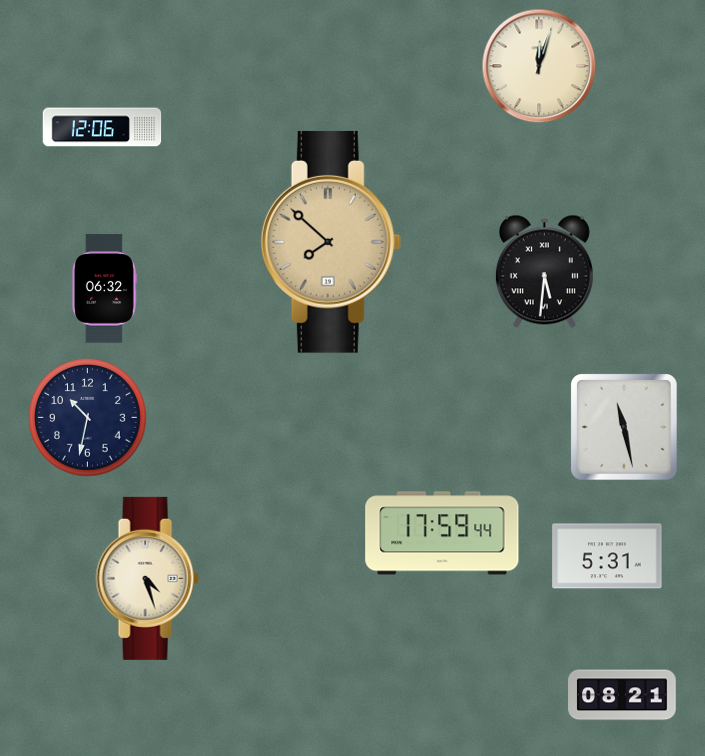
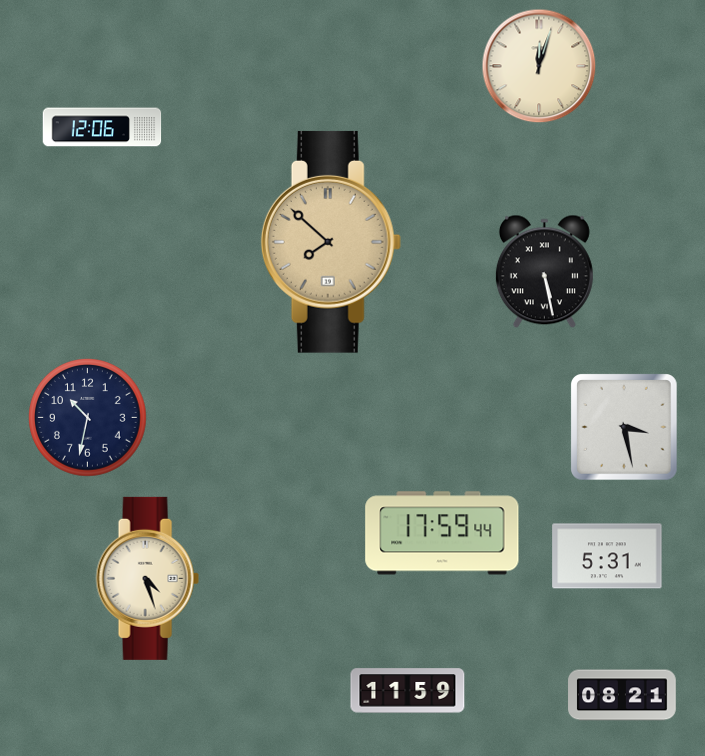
clock at (544, 272): 5:31 -> 5:28
clock at (104, 289): 06:32 -> none
clock at (625, 428): 11:28 -> 3:28
clock at (408, 691): none -> 11:59
